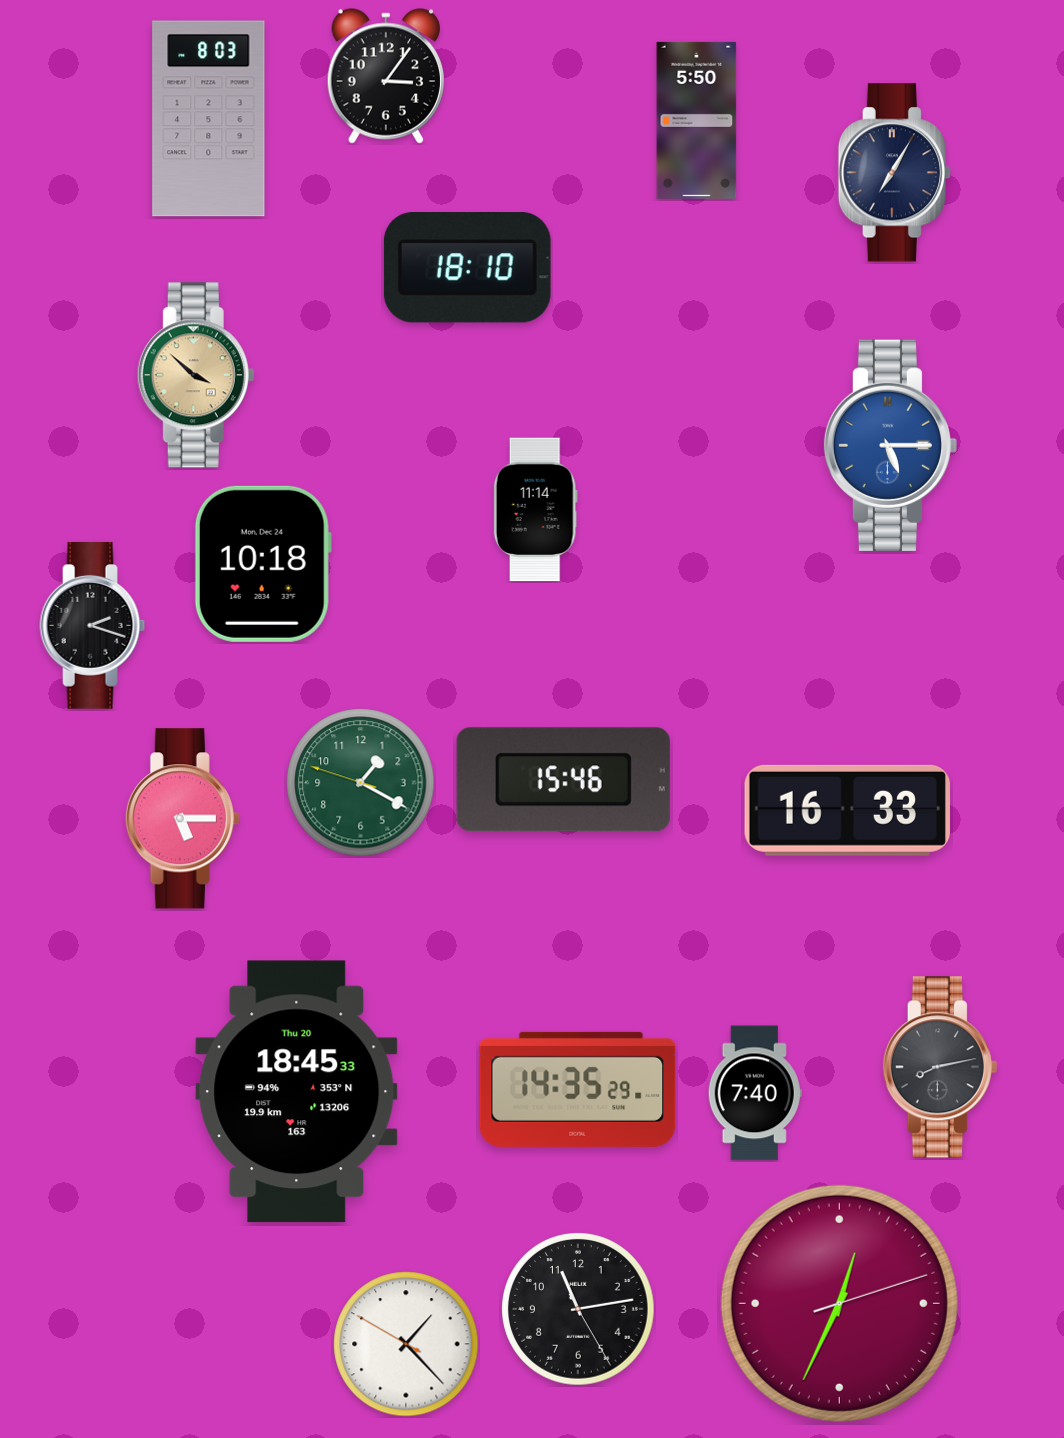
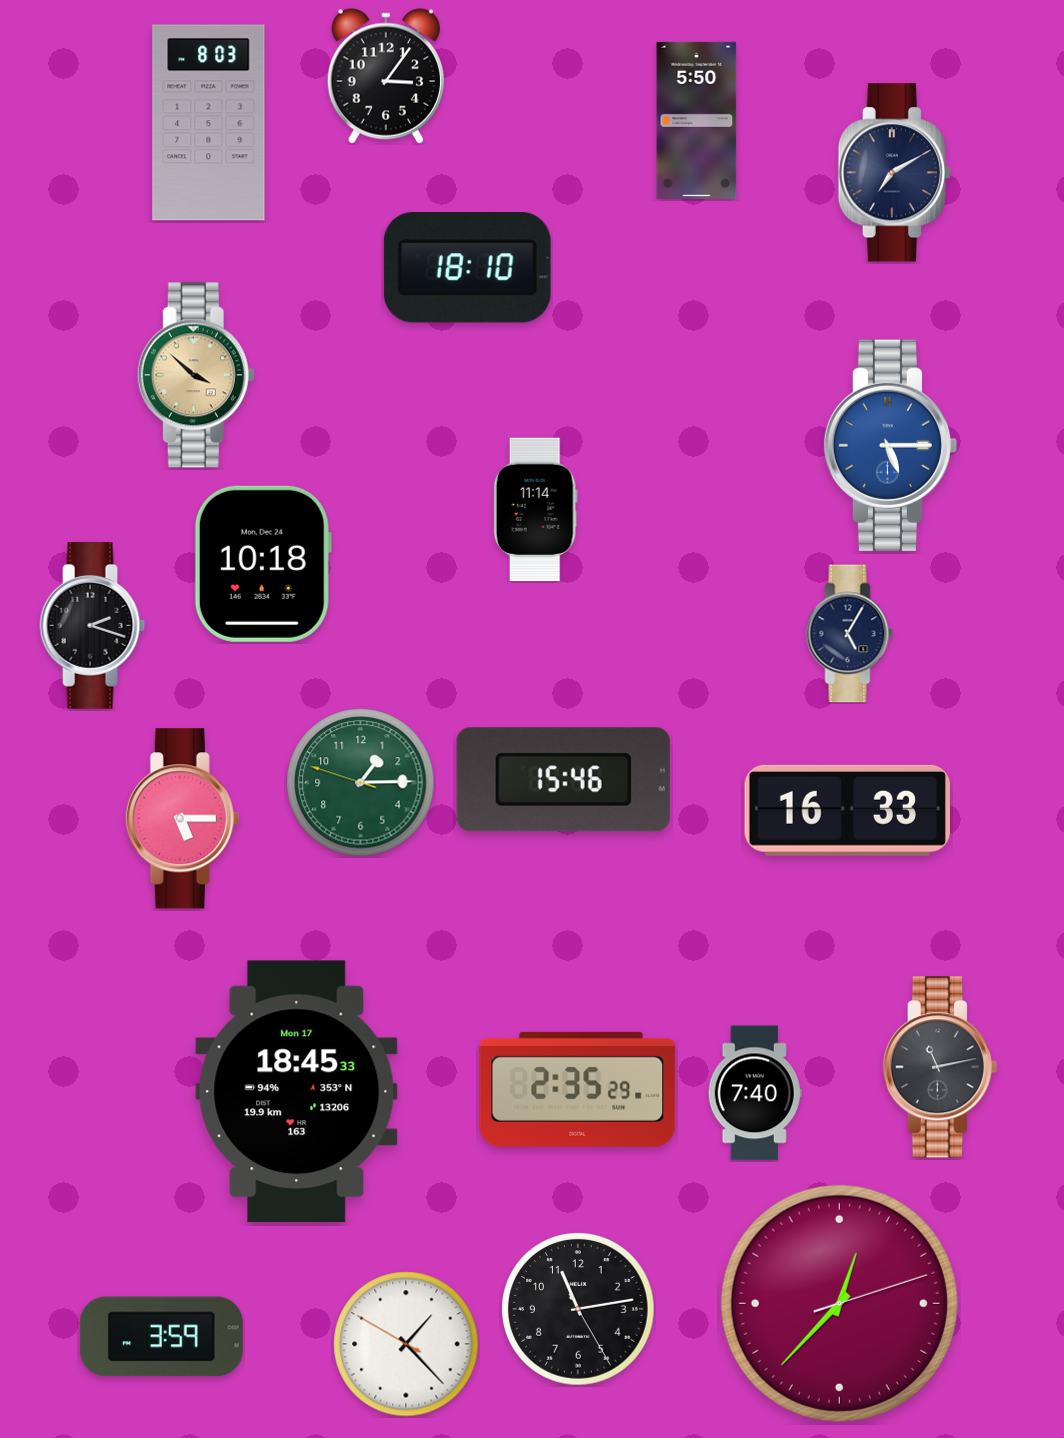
clock at (209, 119) position: (209, 119) -> (209, 123)
clock at (894, 173): 7:05 -> 7:10
clock at (850, 634): none -> 5:05
clock at (361, 783): 1:19 -> 1:14
clock at (940, 1067): 8:13 -> 11:13
clock at (578, 1089): 14:35 -> 2:35
clock at (297, 1092) date: Thu 20 -> Mon 17
clock at (839, 1303): 12:34 -> 12:37
clock at (161, 1337): none -> 3:59
